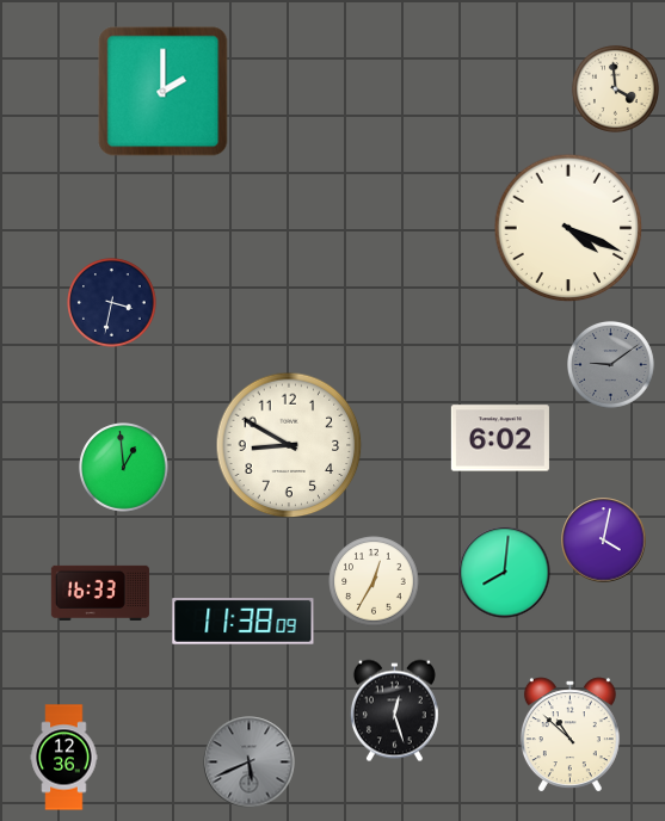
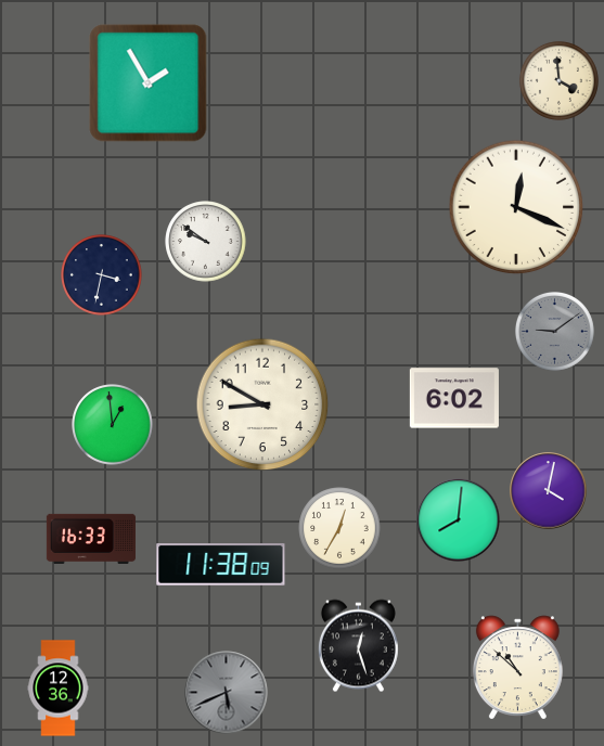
clock at (164, 92): 2:00 -> 1:55
clock at (568, 228): 4:19 -> 12:19
clock at (206, 242): none -> 9:51
